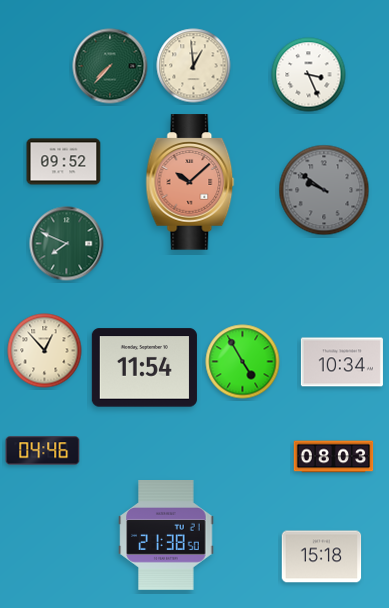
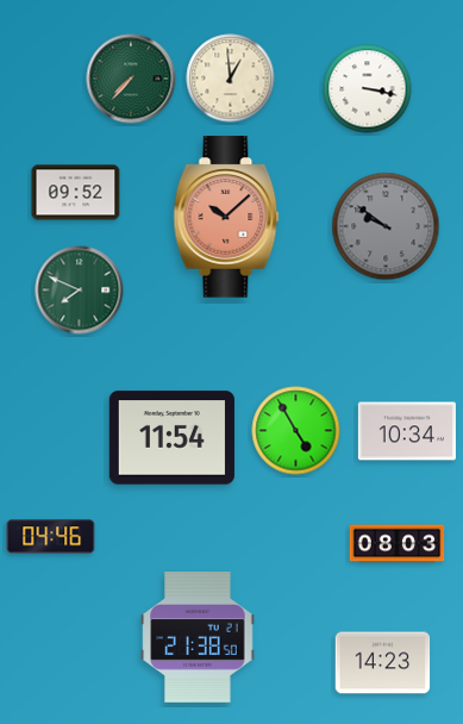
clock at (309, 75): 3:26 -> 3:17
clock at (45, 351): 12:53 -> none
clock at (243, 362) position: (243, 362) -> (296, 431)
clock at (322, 557): 15:18 -> 14:23
